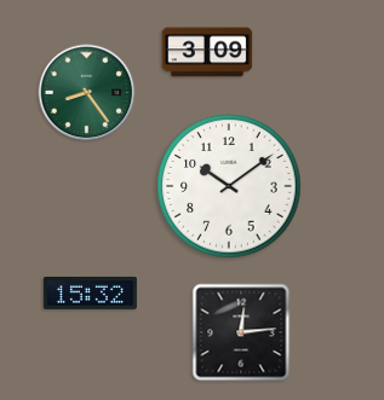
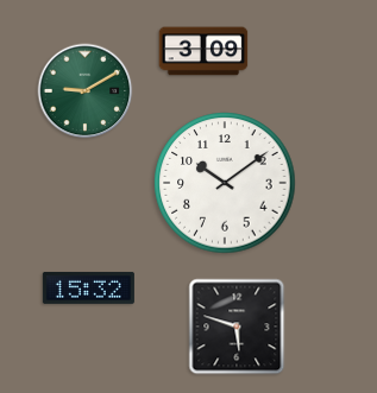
clock at (87, 93): 8:24 -> 9:10
clock at (241, 332): 12:14 -> 5:48
